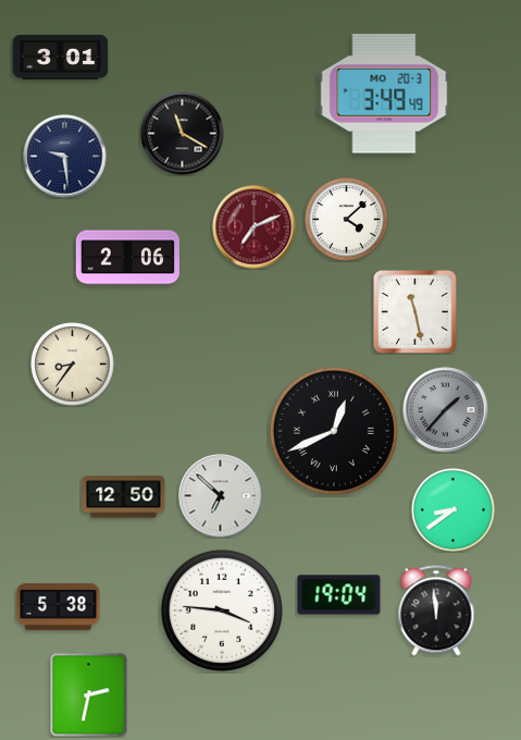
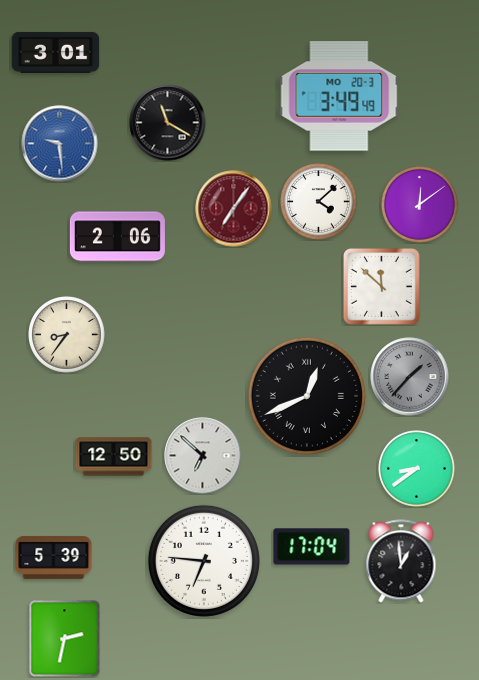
clock at (384, 94) position: (384, 94) -> (339, 96)
clock at (65, 157) dial: navy -> blue
clock at (420, 205): none -> 12:09
clock at (255, 227): 7:11 -> 7:06
clock at (414, 311): 11:28 -> 11:52
clock at (339, 595): 19:04 -> 17:04
clock at (59, 606): 5:38 -> 5:39
clock at (222, 610): 3:46 -> 6:46
clock at (436, 610): 11:59 -> 12:59
clock at (89, 695) position: (89, 695) -> (65, 639)
